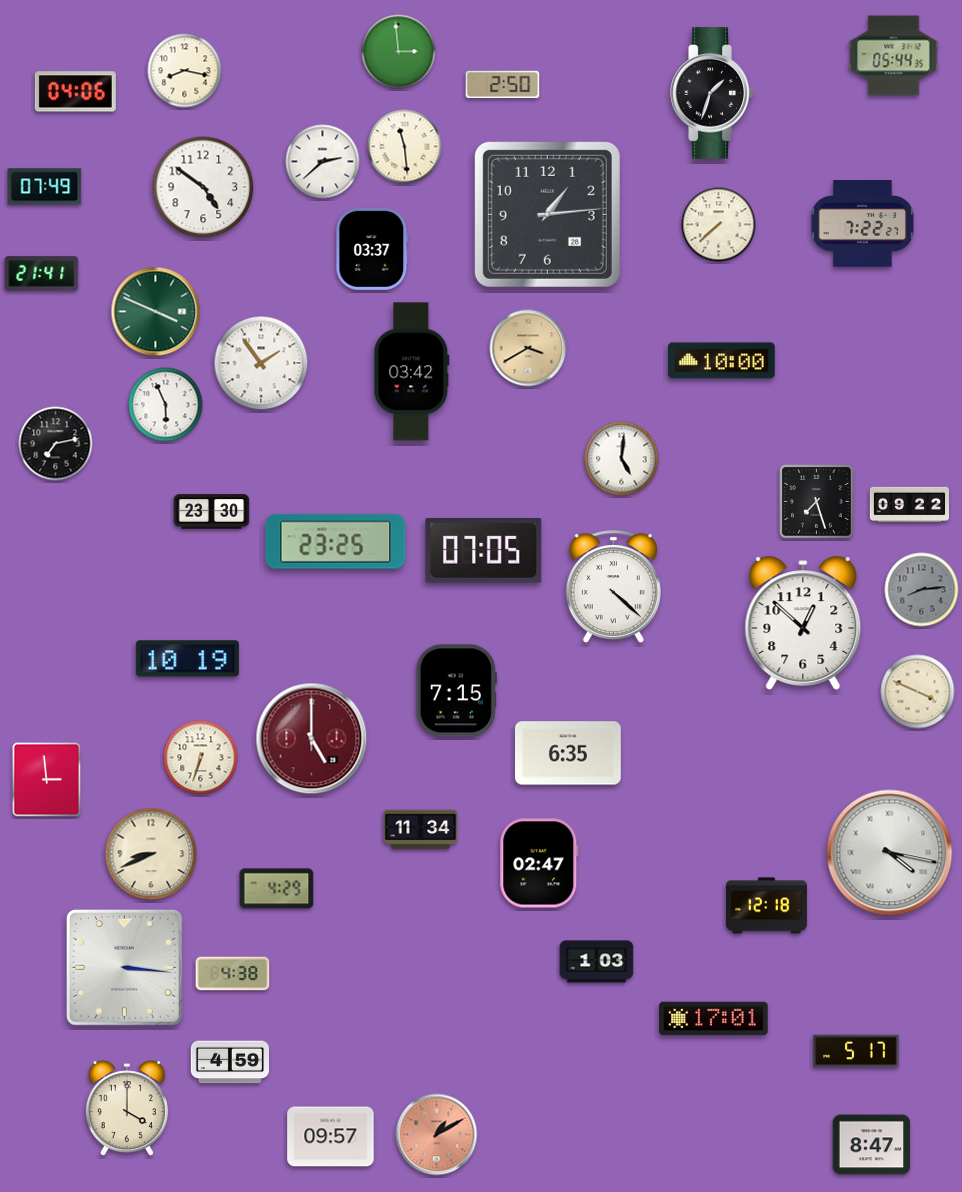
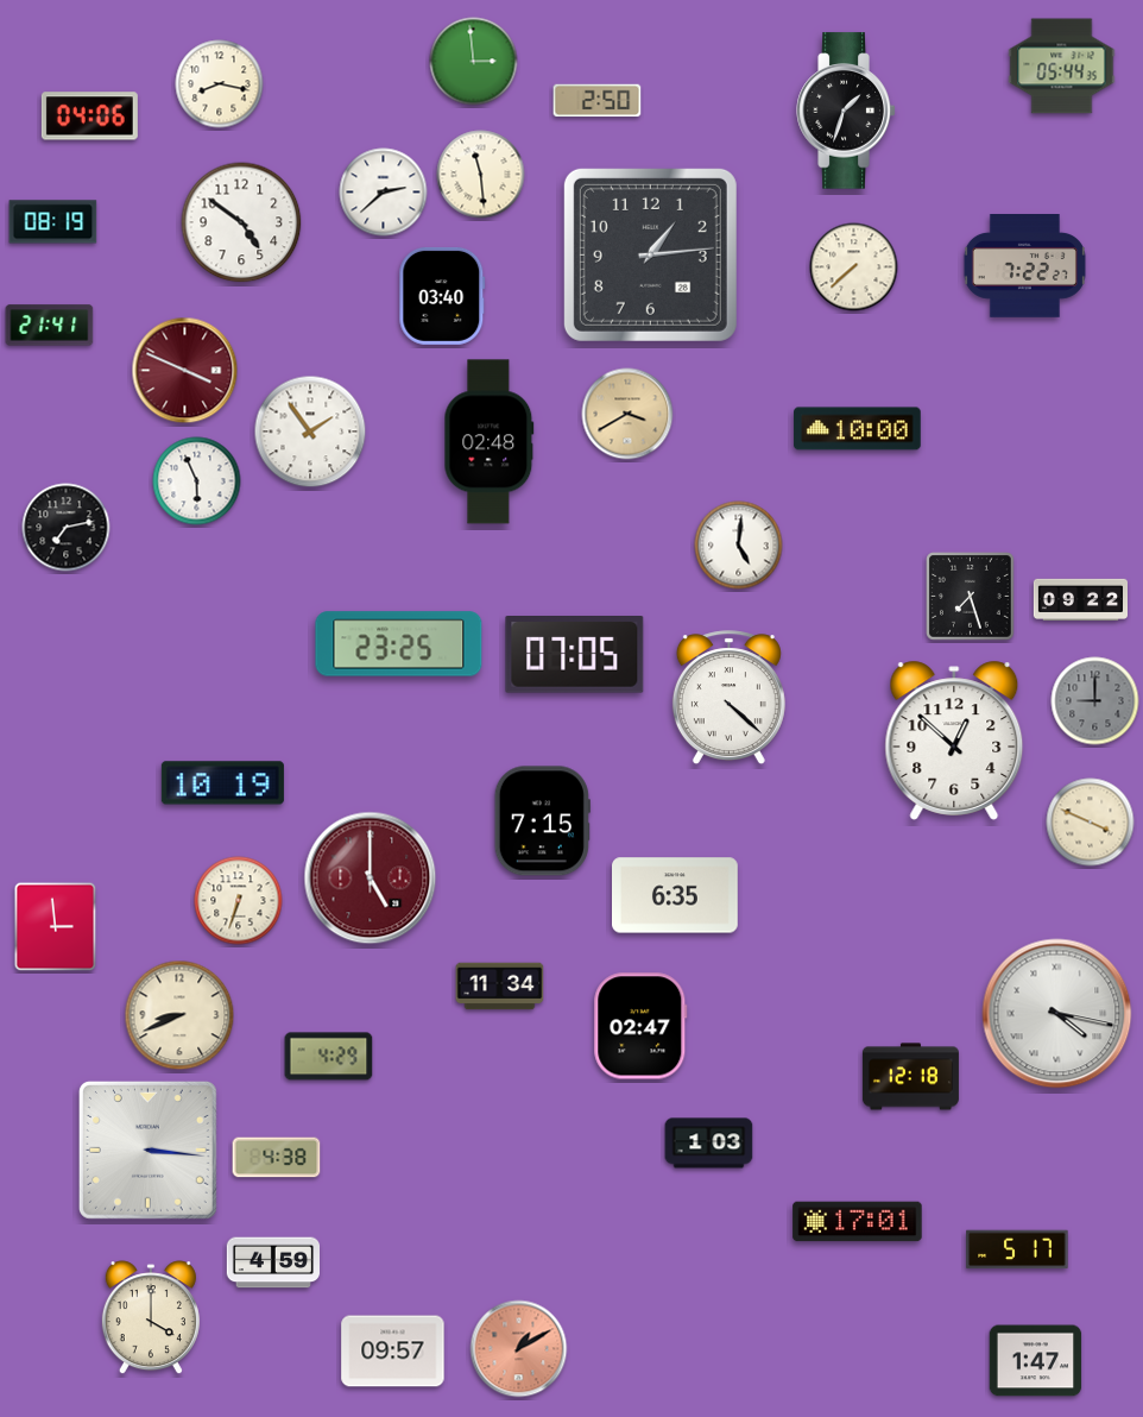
clock at (75, 92) position: (75, 92) -> (89, 116)
clock at (45, 187): 07:49 -> 08:19
clock at (372, 249): 03:37 -> 03:40
clock at (156, 312) dial: green -> burgundy
clock at (412, 372): 03:42 -> 02:48
clock at (212, 512): 23:30 -> none
clock at (922, 590): 8:14 -> 9:00
clock at (714, 1019) position: (714, 1019) -> (858, 1222)
clock at (872, 1145): 8:47 -> 1:47
